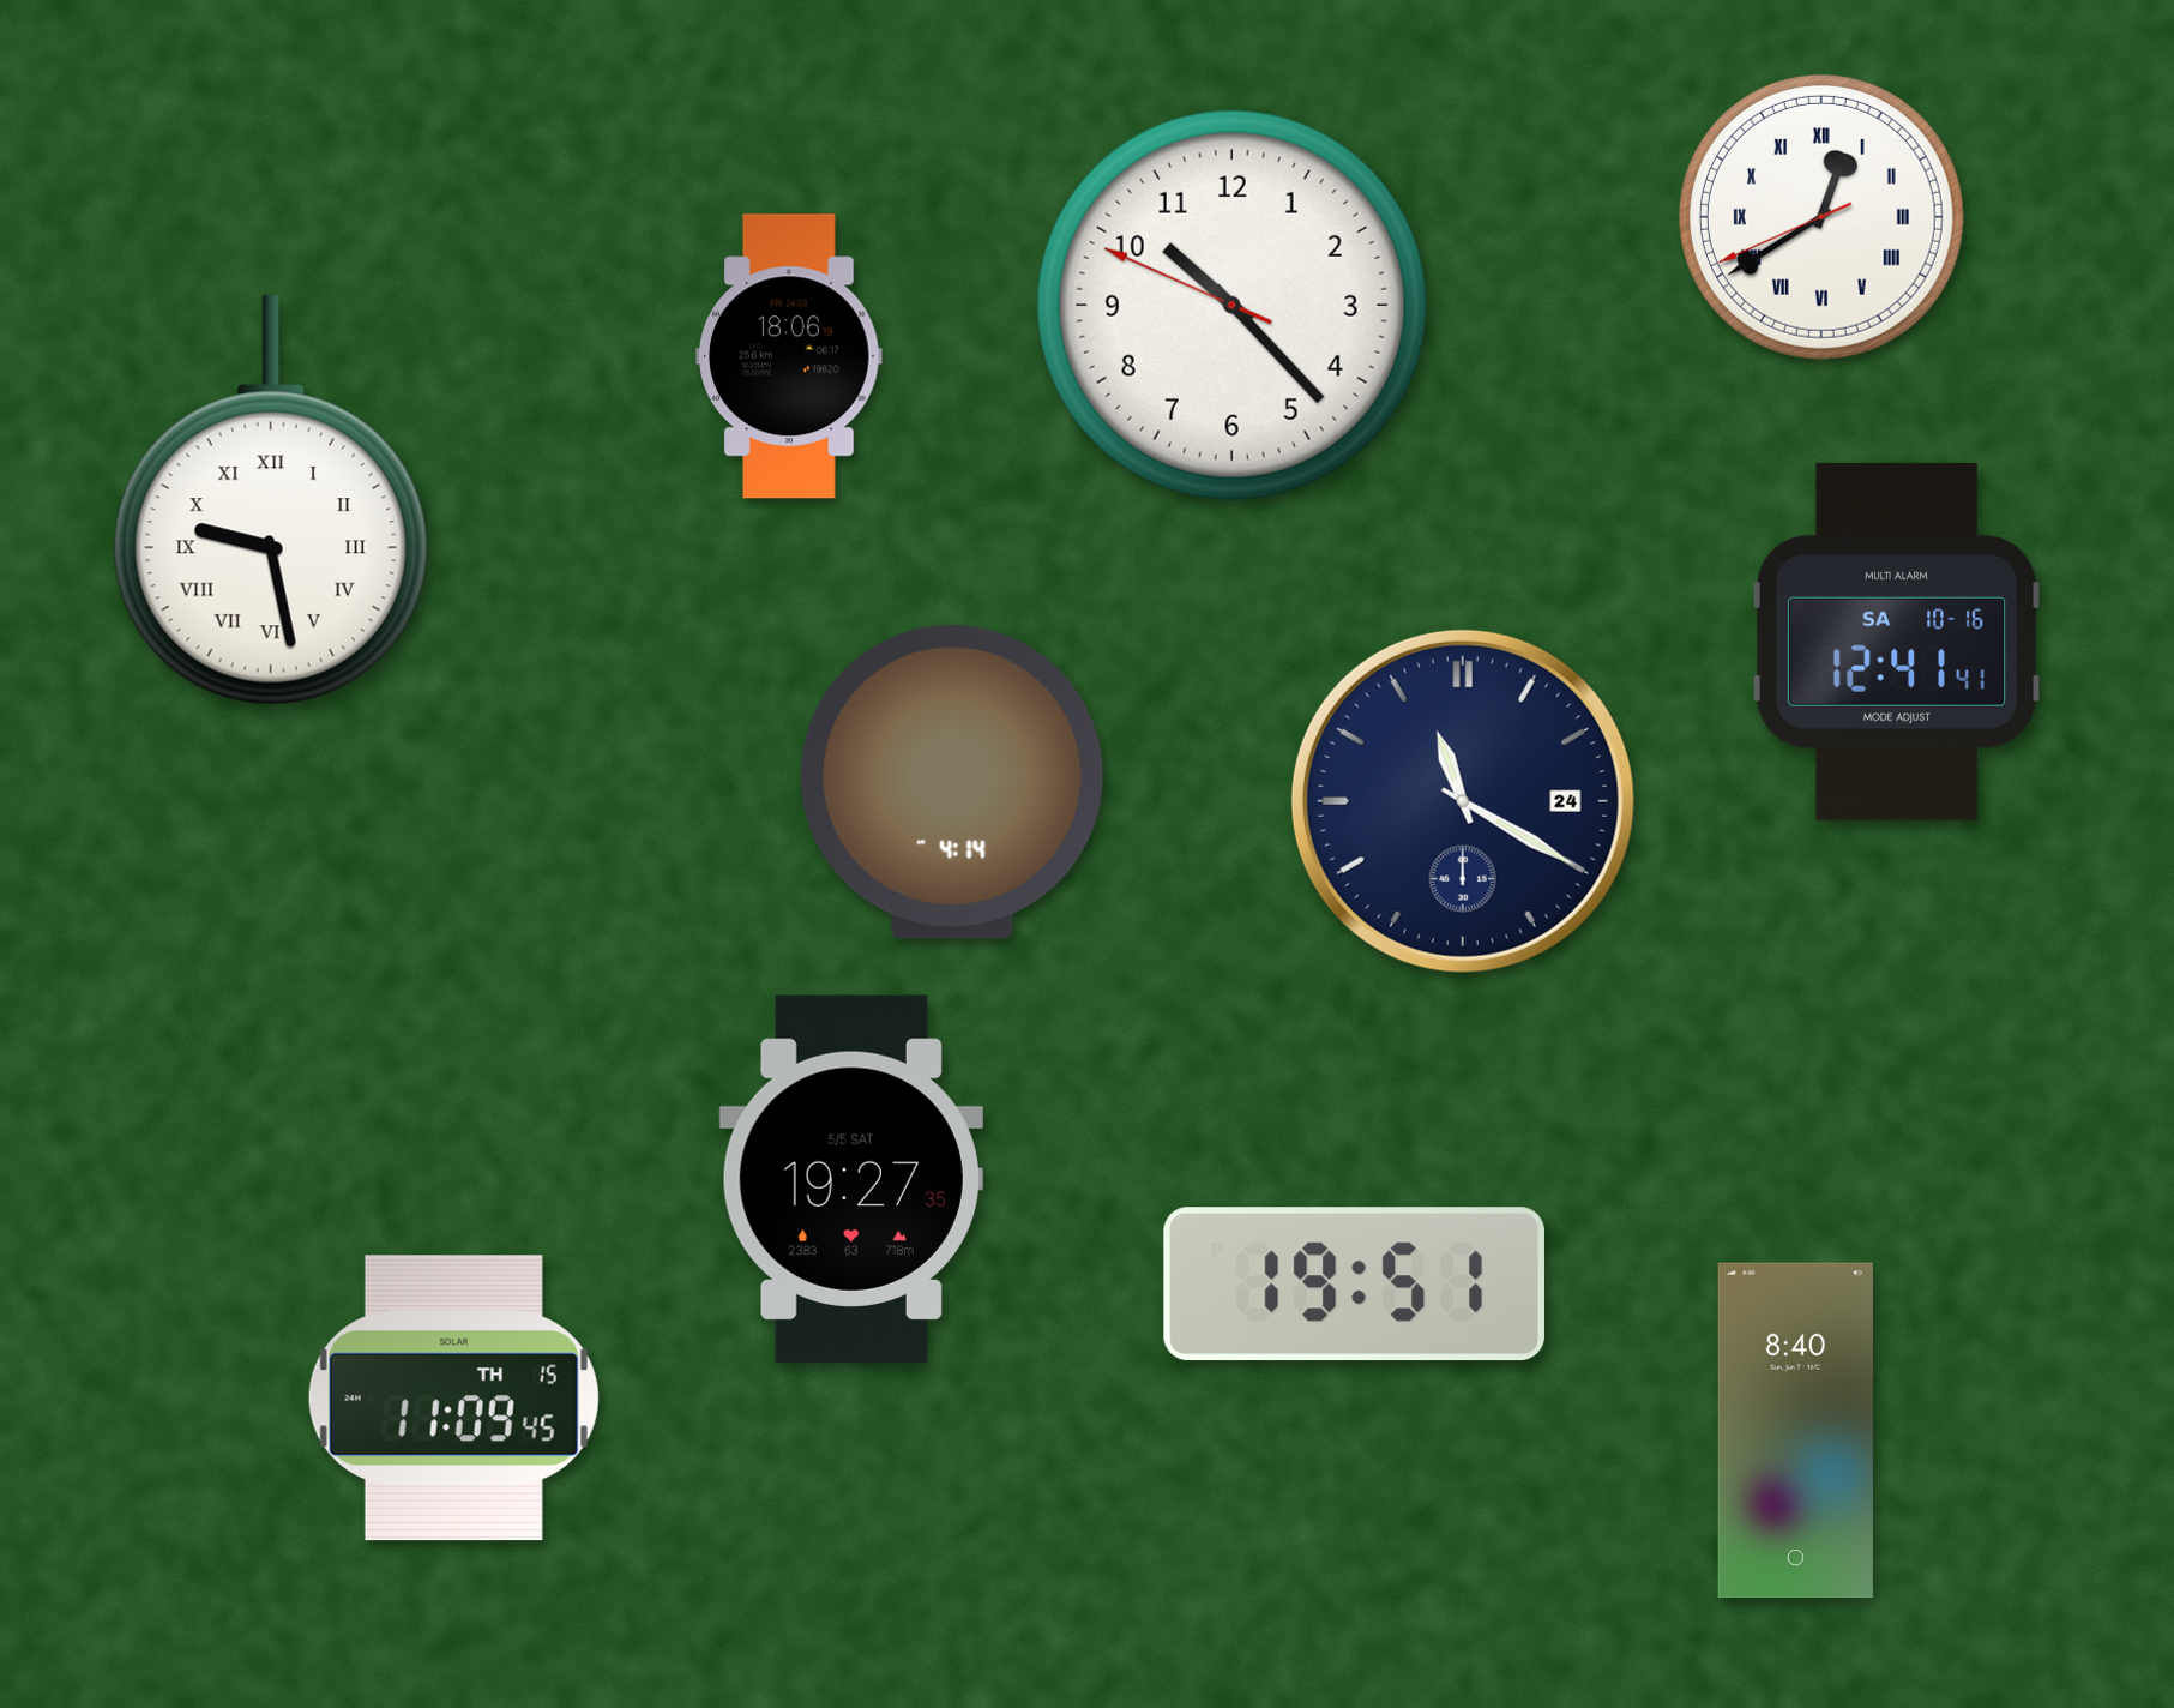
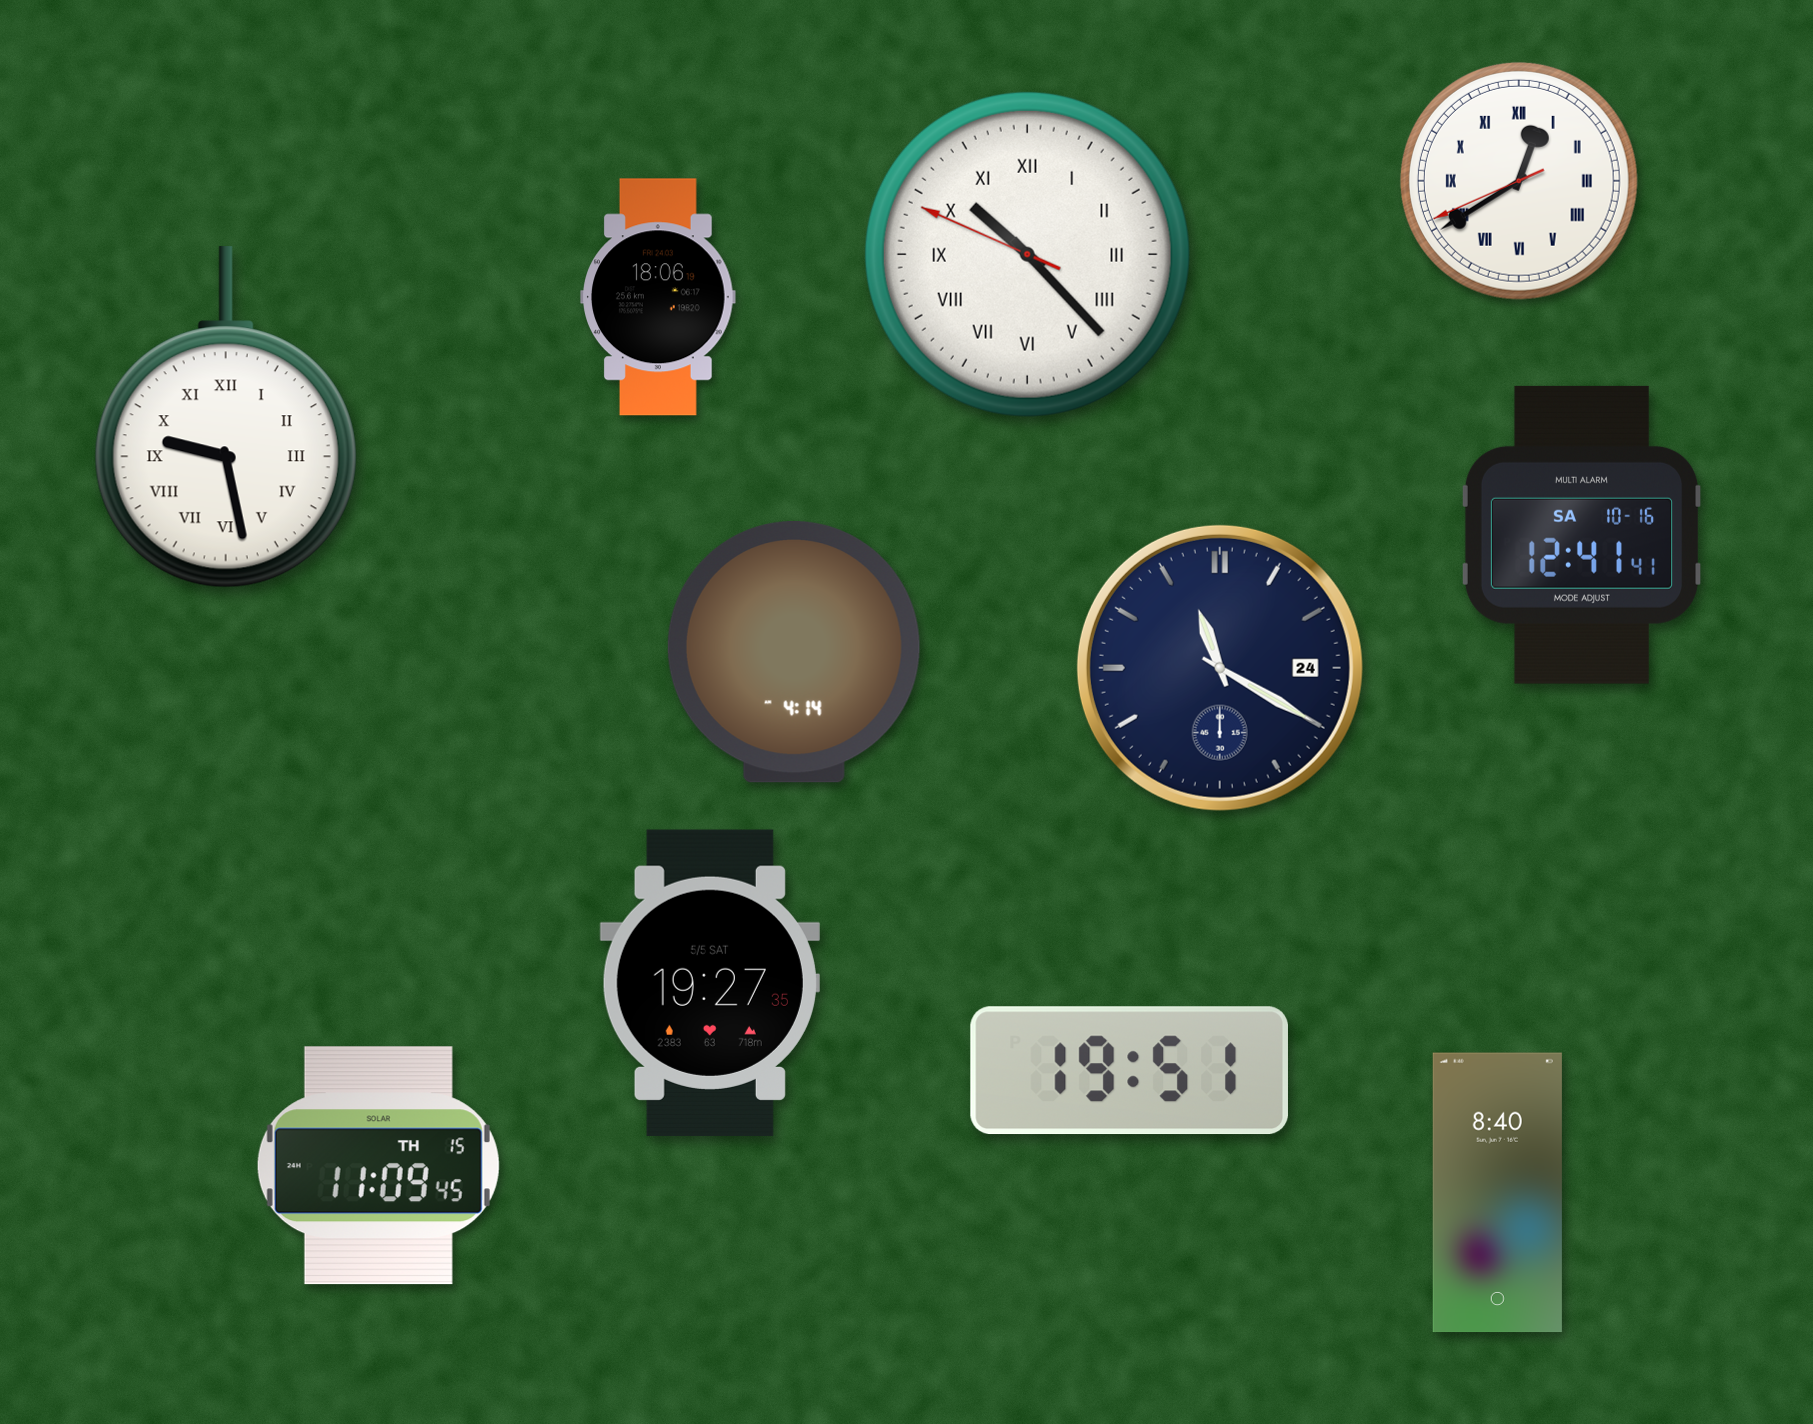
clock at (1231, 305) numerals: Arabic -> Roman
